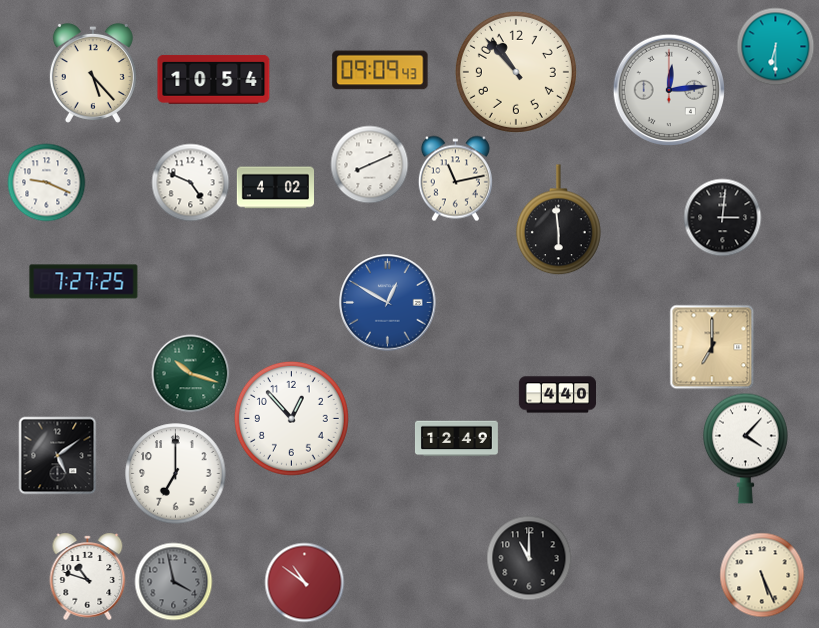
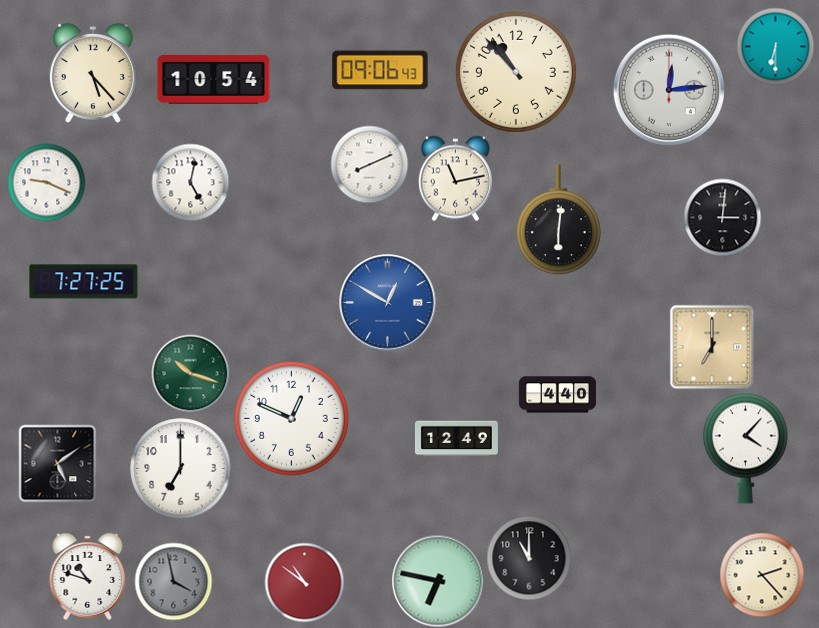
clock at (380, 70): 09:09 -> 09:06
clock at (190, 182): 4:49 -> 5:02
clock at (275, 188): 4:02 -> none
clock at (558, 220): 5:59 -> 6:01
clock at (291, 418): 12:53 -> 12:49
clock at (57, 455) position: (57, 455) -> (57, 463)
clock at (176, 474) position: (176, 474) -> (181, 469)
clock at (762, 575): 5:26 -> 2:23
clock at (438, 581): none -> 6:47
